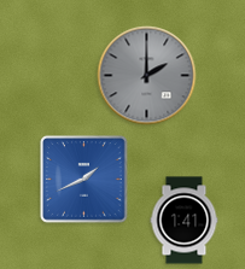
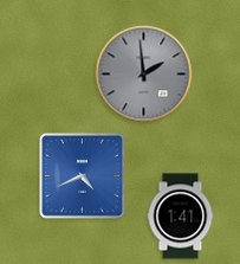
clock at (147, 76): 2:00 -> 1:59
clock at (84, 180): 1:41 -> 4:41
